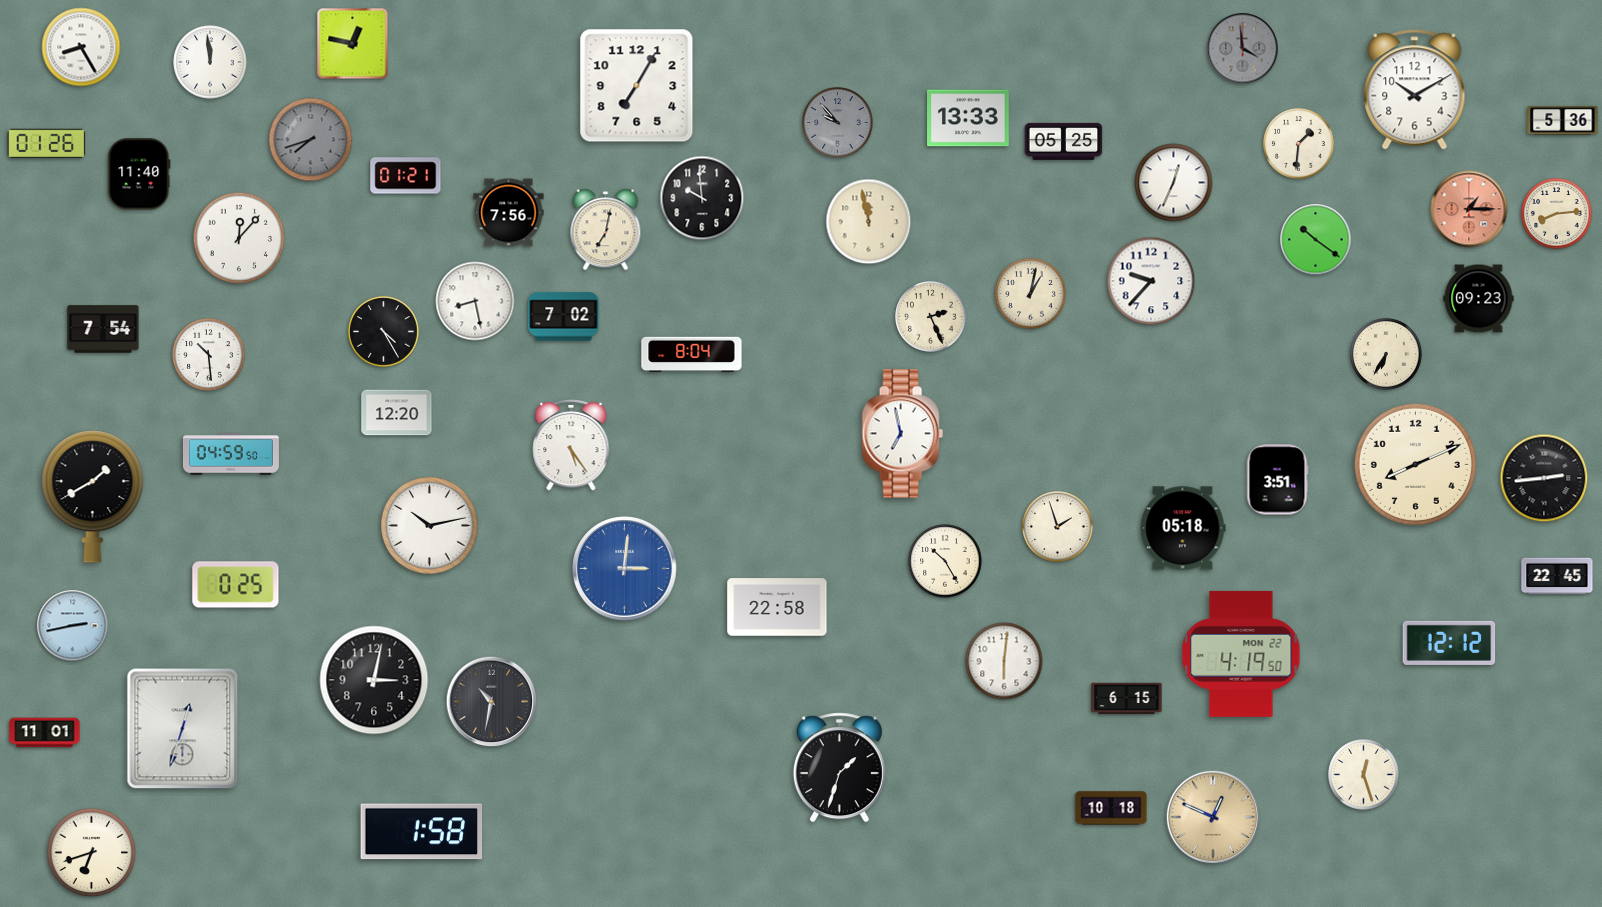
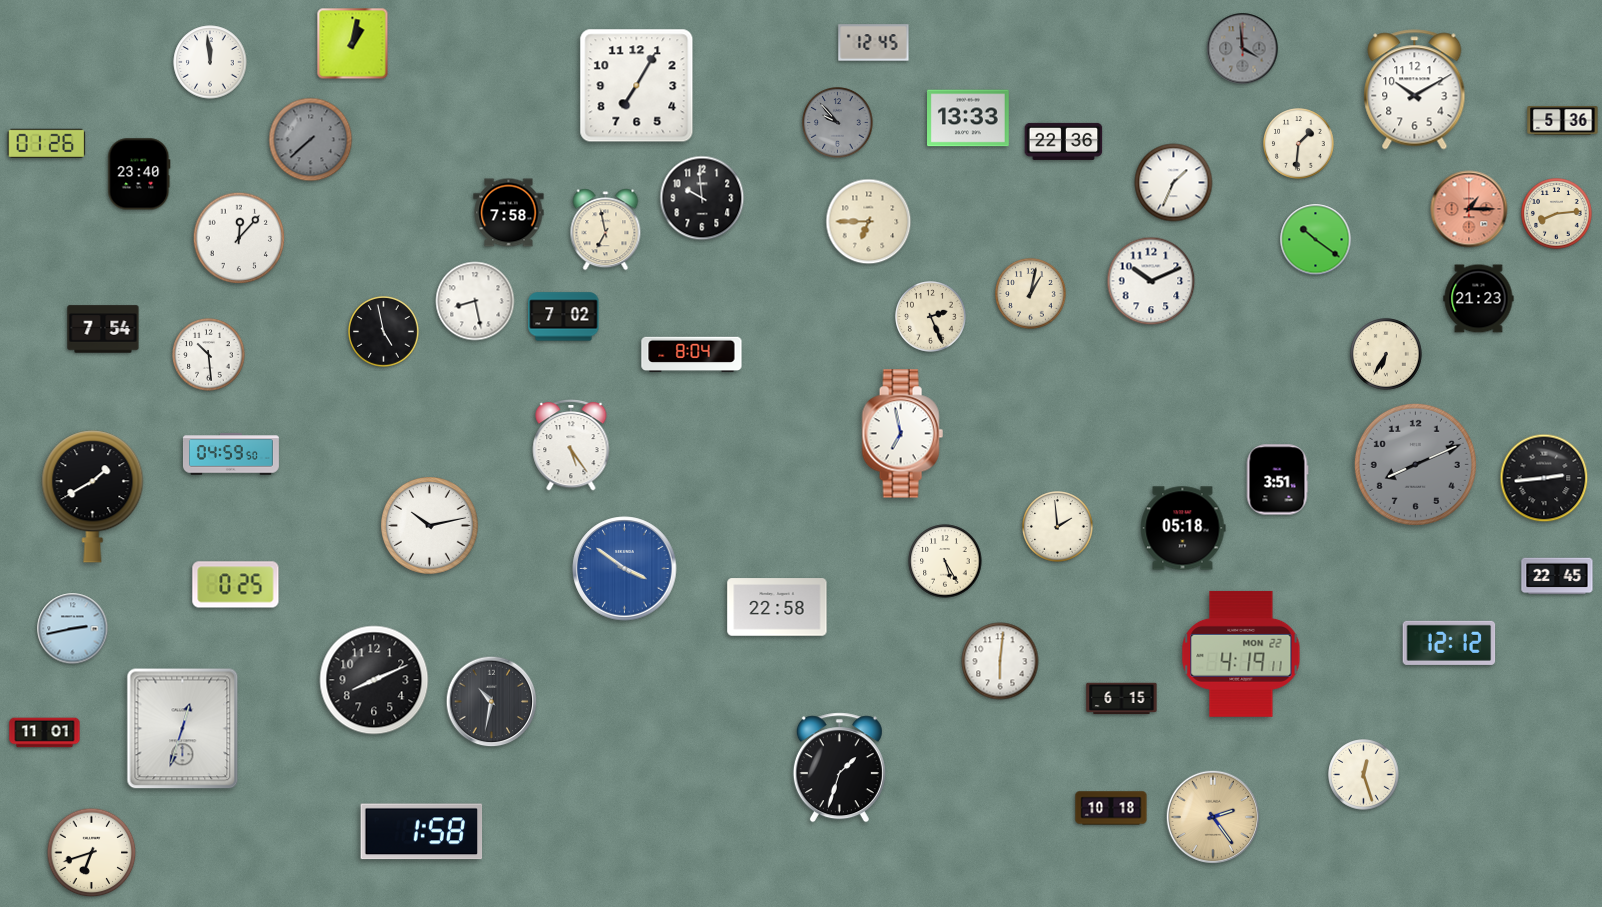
clock at (874, 43): none -> 12:45
clock at (353, 44): 12:47 -> 1:02
clock at (81, 47): 8:25 -> none
clock at (311, 140): 7:42 -> 7:38
clock at (1064, 141): 05:25 -> 22:36
clock at (139, 174): 11:40 -> 23:40
clock at (406, 176): 01:21 -> none
clock at (1174, 183): 12:34 -> 1:34
clock at (509, 213): 7:56 -> 7:58
clock at (869, 222): 11:58 -> 6:45
clock at (606, 230): 7:02 -> 6:58
clock at (1151, 281): 9:37 -> 10:11
clock at (1479, 299): 09:23 -> 21:23
clock at (384, 332): 4:25 -> 4:58
clock at (397, 413): 12:20 -> none
clock at (1415, 464) dial: cream -> grey
clock at (1058, 527): 1:57 -> 1:59
clock at (945, 561): 10:25 -> 5:25
clock at (625, 569): 3:01 -> 3:51
clock at (73, 626) position: (73, 626) -> (73, 629)
clock at (1241, 654): 4:19:50 -> 4:19:11
clock at (1004, 661) position: (1004, 661) -> (1000, 661)
clock at (374, 680): 3:02 -> 8:11
clock at (1127, 699) position: (1127, 699) -> (1122, 699)
clock at (1212, 816): 12:49 -> 2:24
